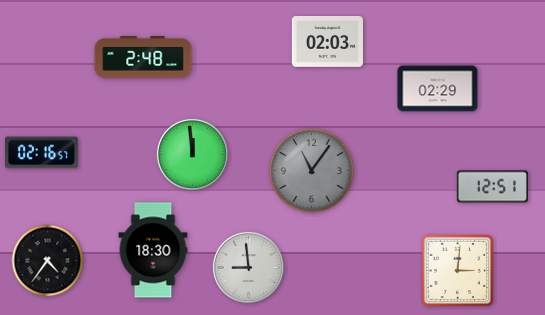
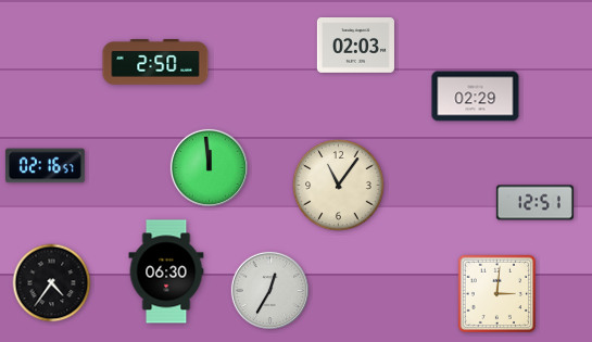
clock at (143, 57): 2:48 -> 2:50
clock at (312, 171) dial: grey -> cream
clock at (153, 250): 18:30 -> 06:30
clock at (248, 267): 8:59 -> 12:35
